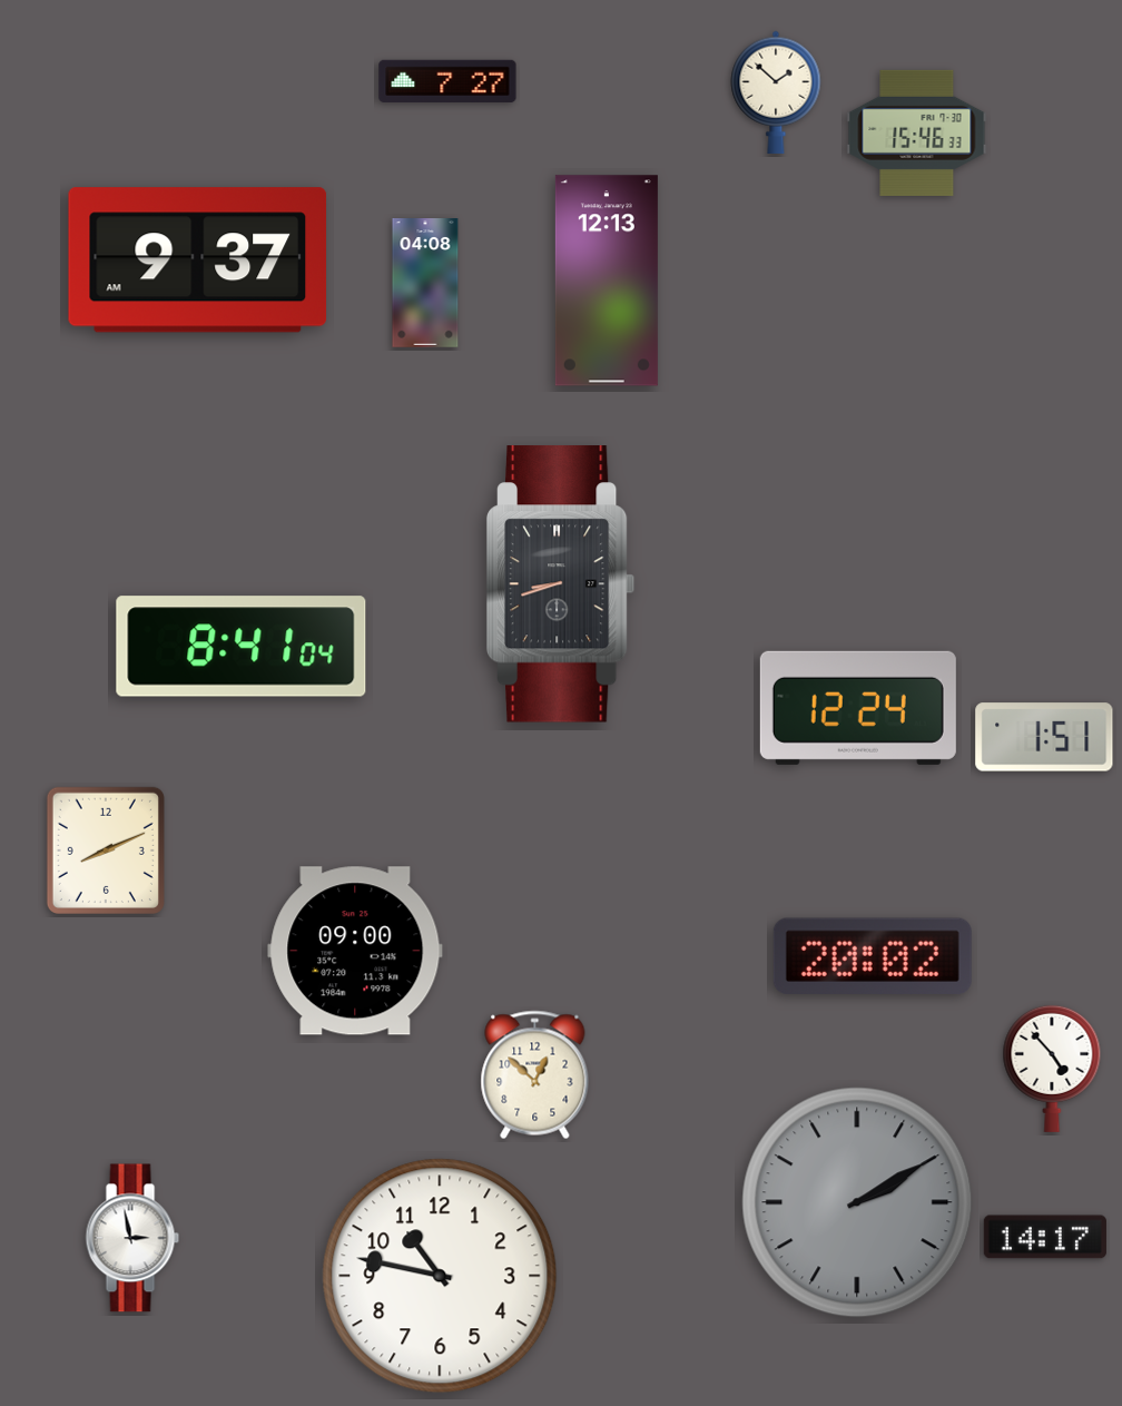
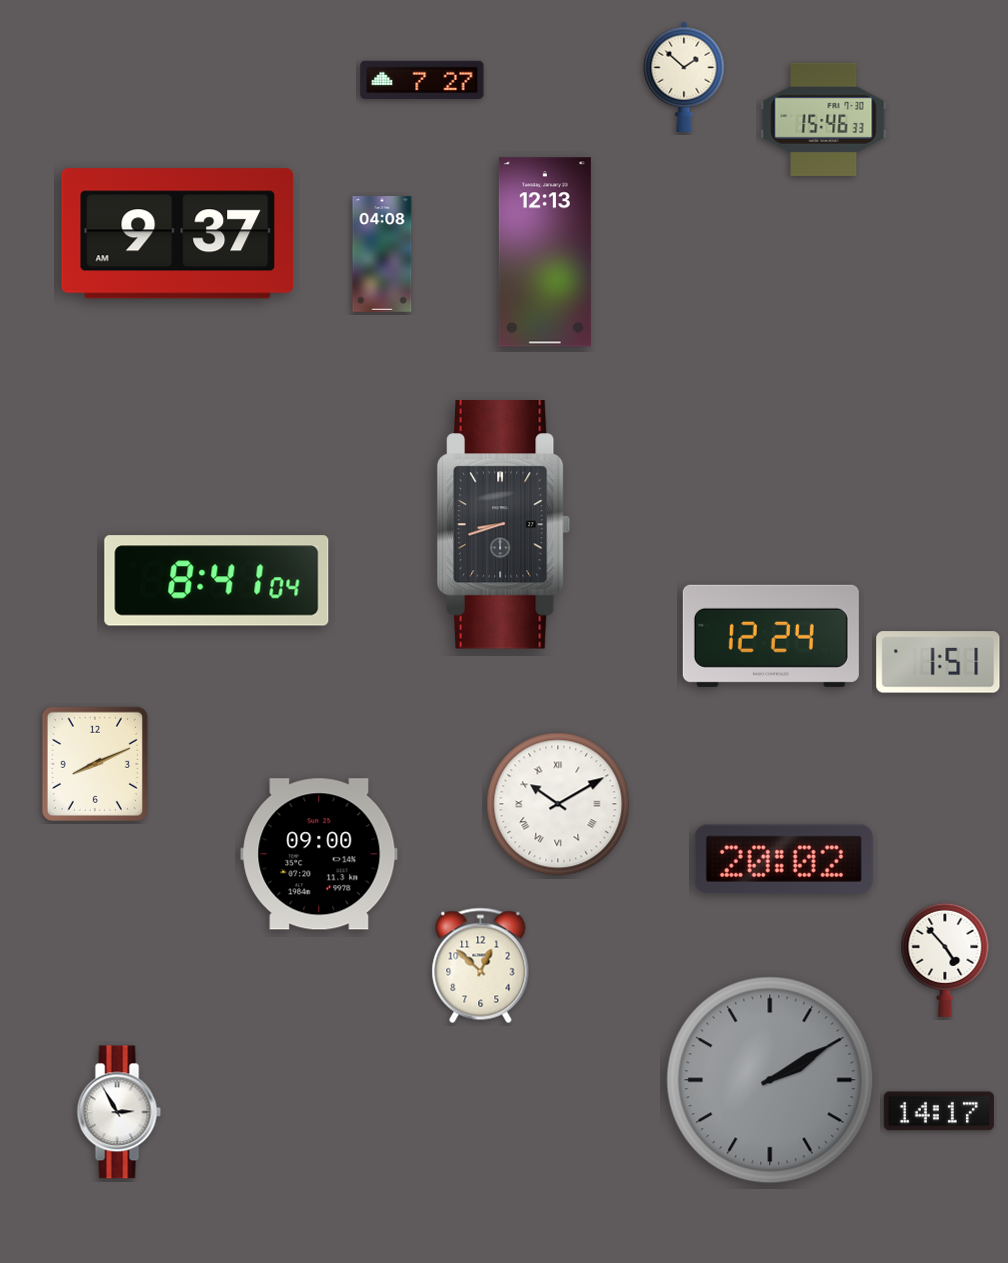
clock at (447, 81) position: (447, 81) -> (422, 80)
clock at (776, 92) position: (776, 92) -> (684, 77)
clock at (558, 804): none -> 10:10
clock at (132, 1238): 2:58 -> 2:55
clock at (440, 1276): 10:47 -> none
